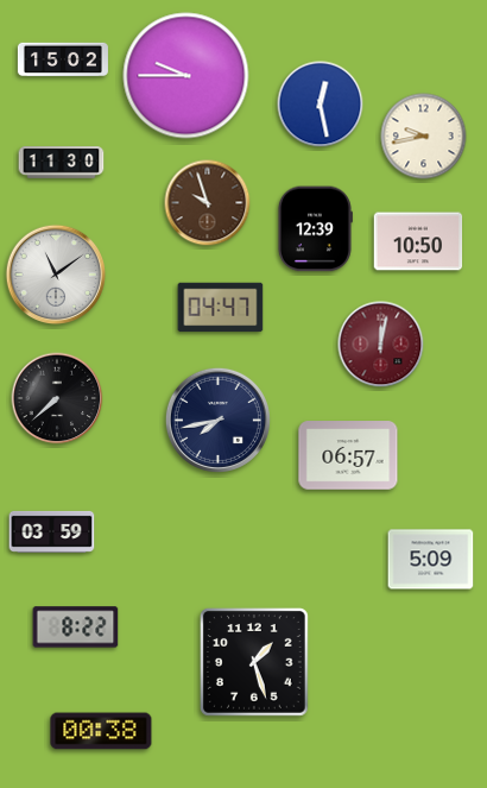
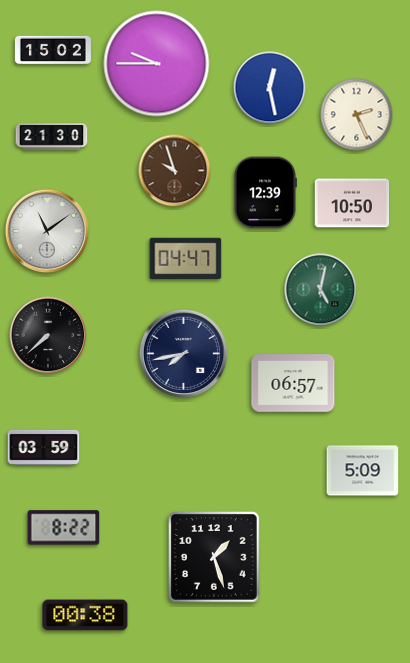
clock at (424, 137): 9:43 -> 2:26
clock at (62, 163): 11:30 -> 21:30
clock at (381, 345): 12:02 -> 5:02
clock at (381, 345) dial: burgundy -> green
